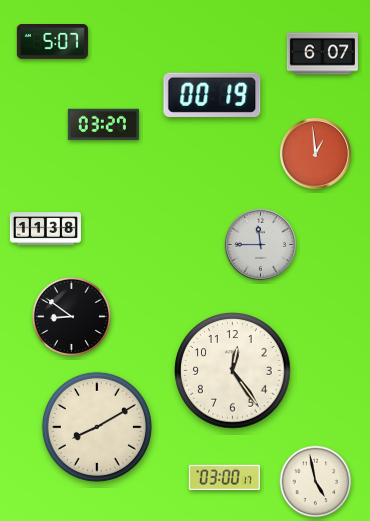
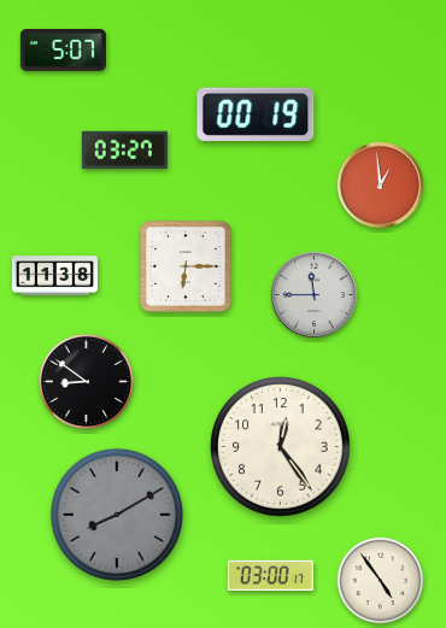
clock at (322, 54): 6:07 -> none
clock at (186, 266): none -> 6:15
clock at (97, 427) dial: cream -> grey
clock at (316, 482): 4:58 -> 4:54
